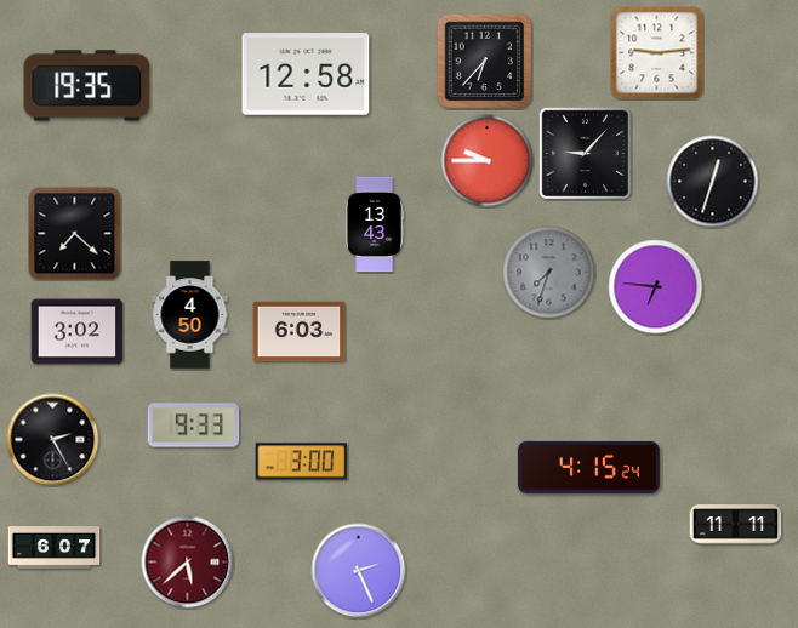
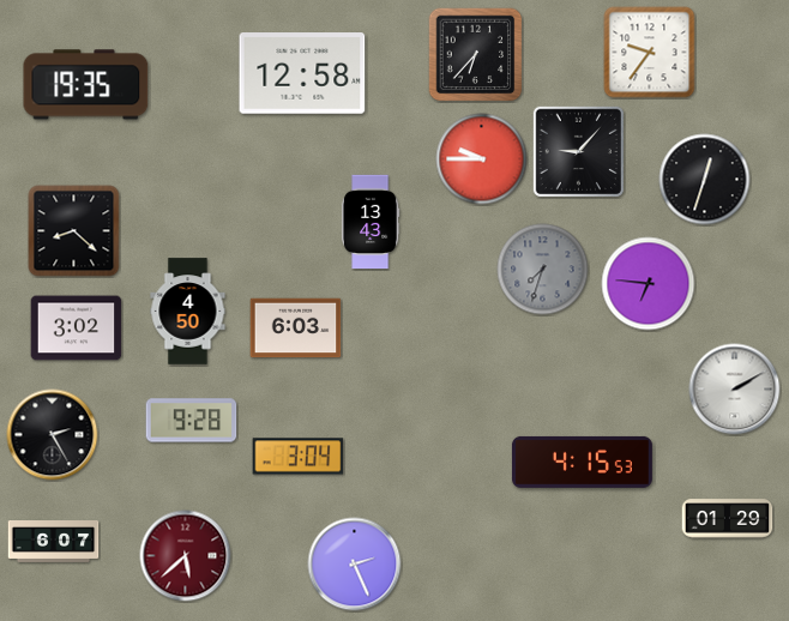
clock at (657, 53): 9:14 -> 9:36
clock at (485, 62) position: (485, 62) -> (476, 55)
clock at (75, 234): 7:22 -> 8:22
clock at (735, 390): none -> 2:10
clock at (194, 426): 9:33 -> 9:28
clock at (302, 462): 3:00 -> 3:04
clock at (588, 467): 4:15:24 -> 4:15:53
clock at (736, 525): 11:11 -> 01:29
